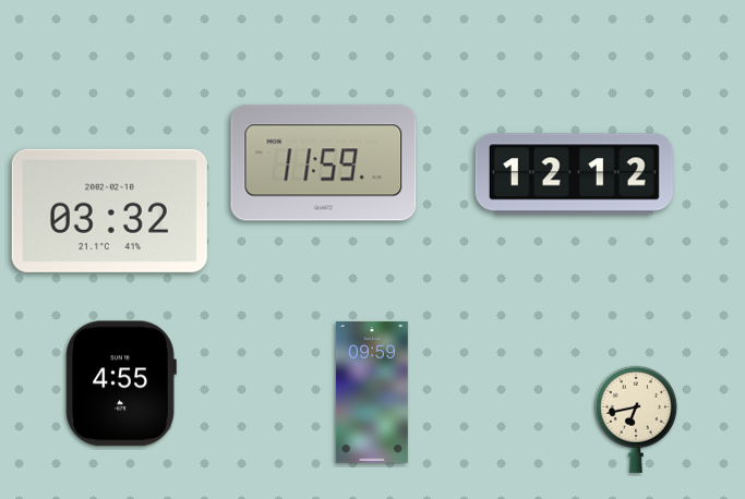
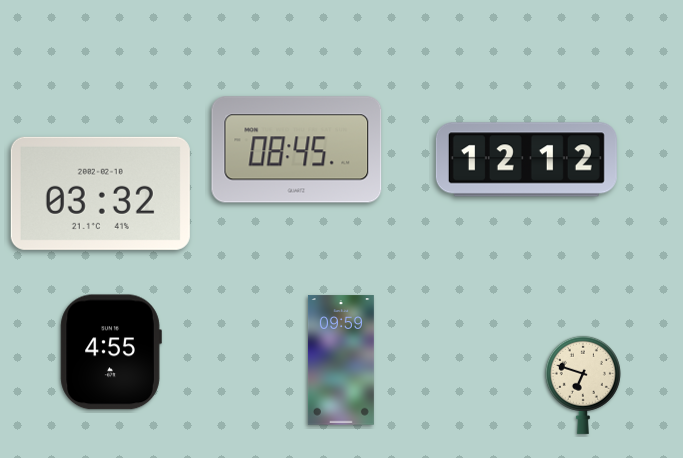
clock at (324, 163): 11:59 -> 08:45
clock at (636, 419): 6:43 -> 6:48
